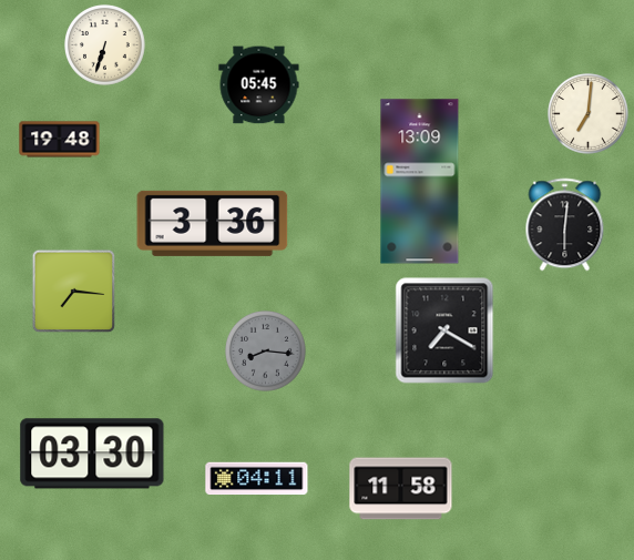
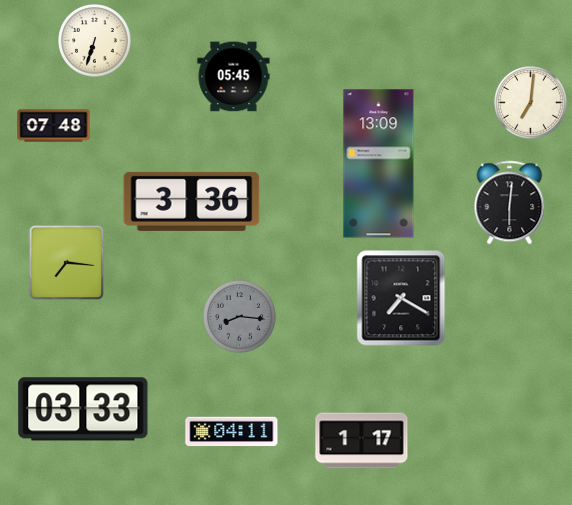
clock at (60, 140): 19:48 -> 07:48
clock at (92, 454): 03:30 -> 03:33
clock at (401, 489): 11:58 -> 1:17
